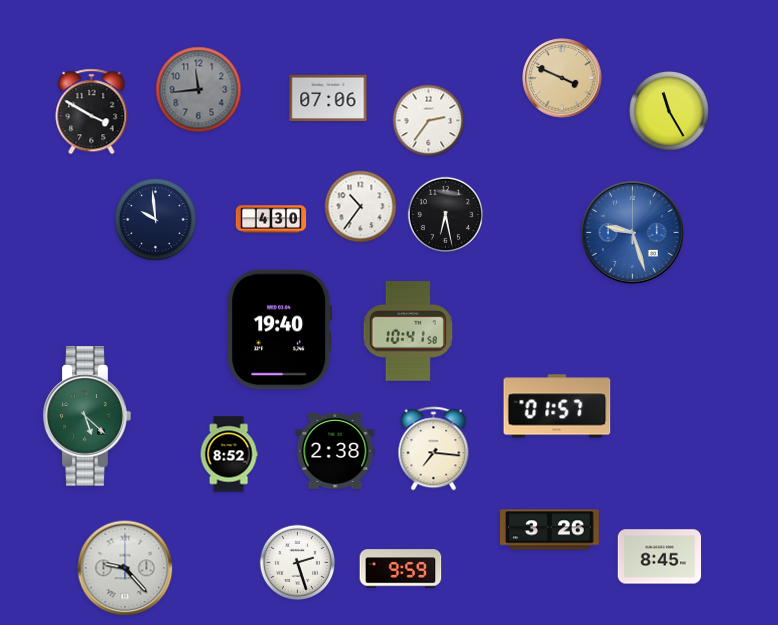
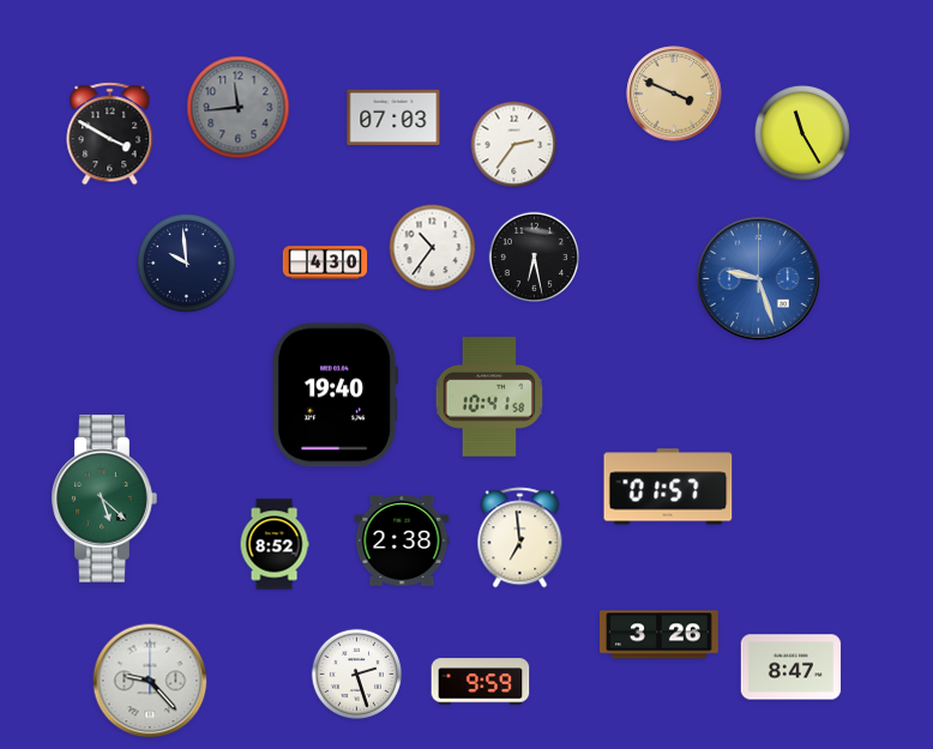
clock at (328, 98): 07:06 -> 07:03
clock at (434, 449): 7:16 -> 6:59
clock at (660, 557): 8:45 -> 8:47
